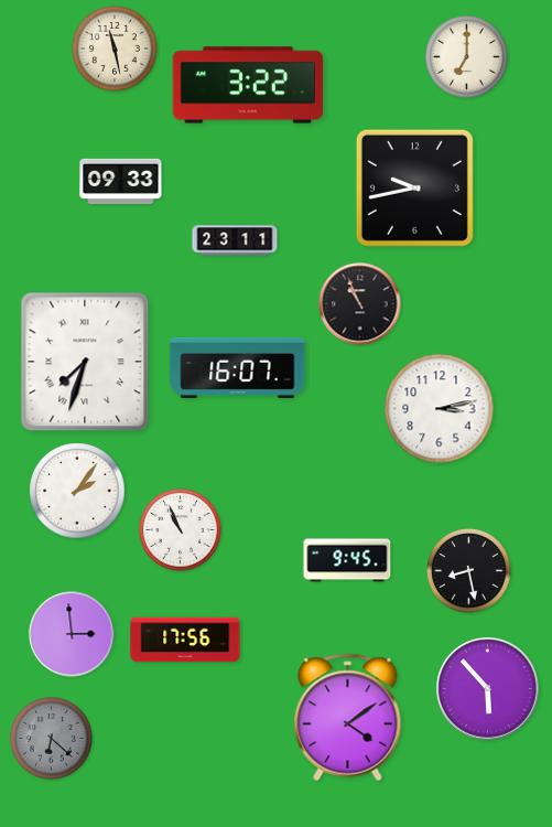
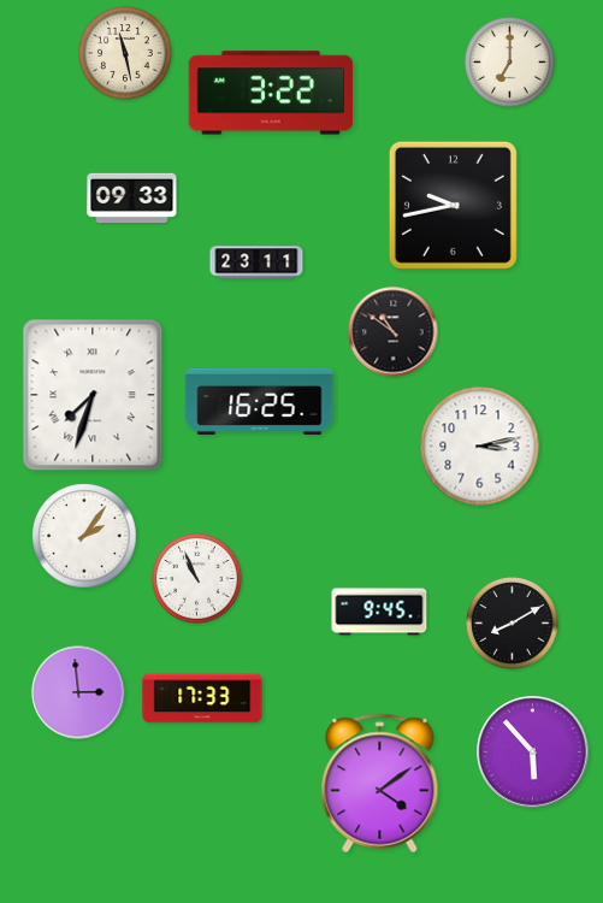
clock at (360, 304): 10:56 -> 10:51
clock at (238, 367): 16:07 -> 16:25
clock at (469, 571): 8:28 -> 8:10
clock at (185, 640): 17:56 -> 17:33
clock at (52, 739): 6:22 -> none
